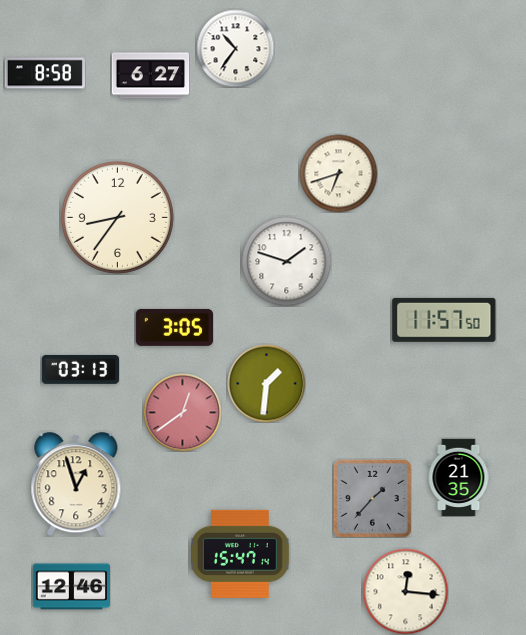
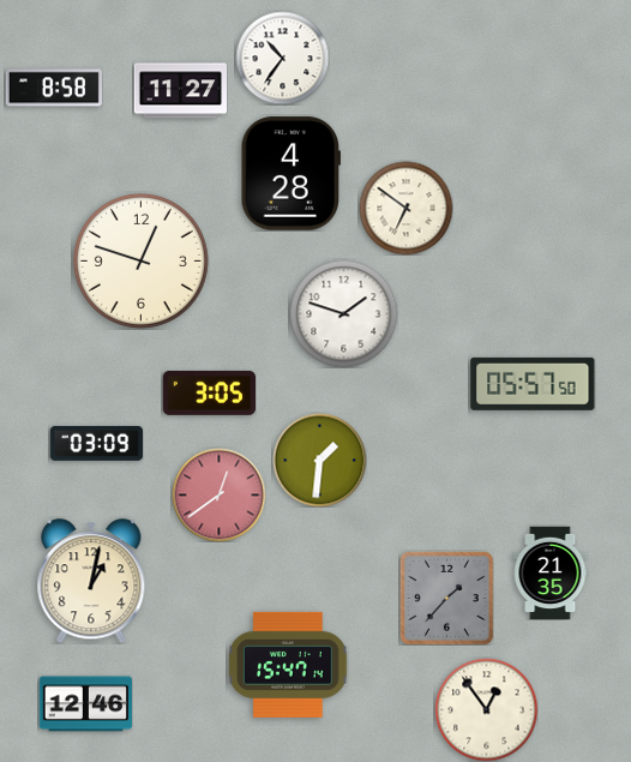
clock at (150, 76): 6:27 -> 11:27
clock at (290, 174): none -> 4:28
clock at (338, 173): 6:42 -> 6:51
clock at (117, 217): 8:36 -> 12:48
clock at (444, 320): 11:57 -> 05:57
clock at (80, 369): 03:13 -> 03:09
clock at (76, 484): 12:57 -> 1:02
clock at (405, 591): 12:16 -> 12:54
